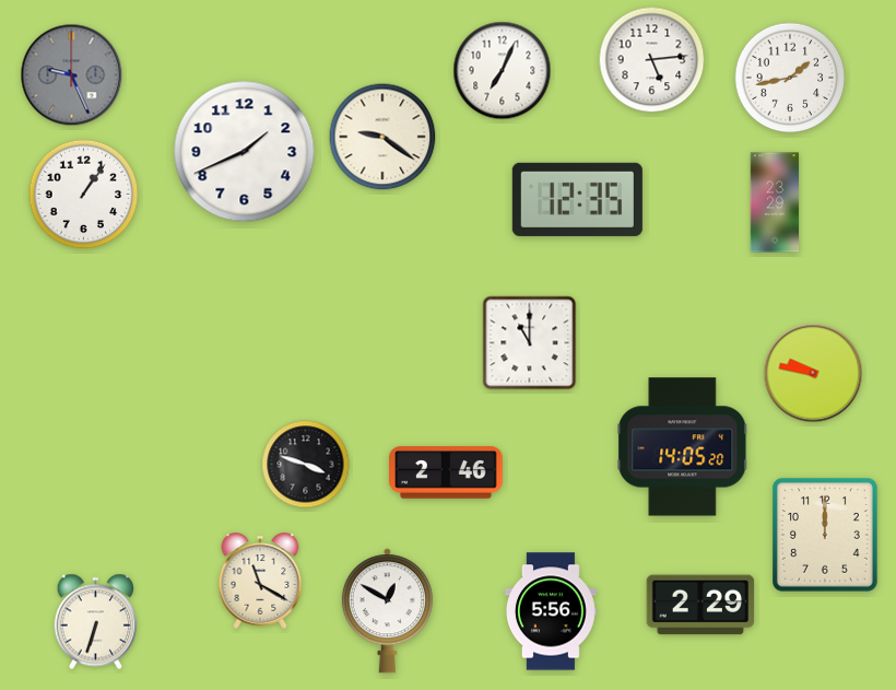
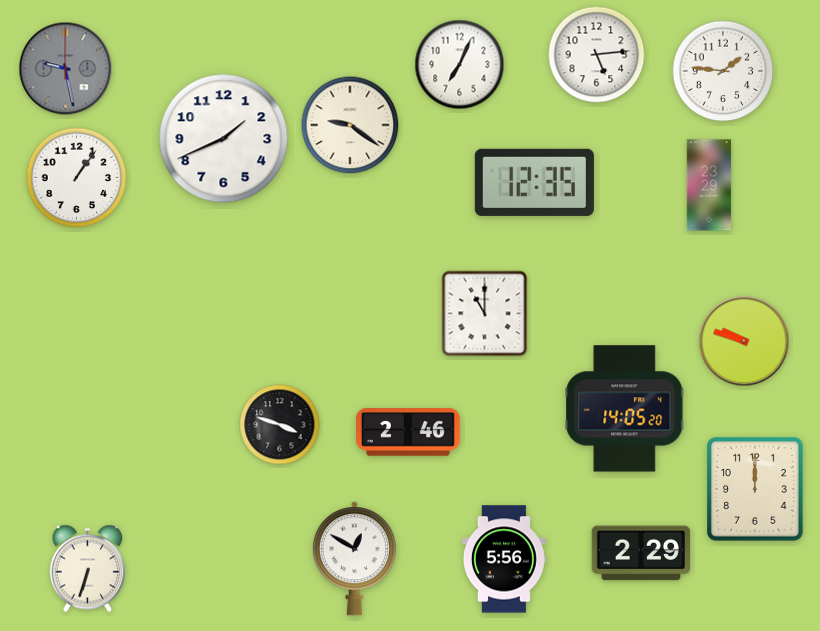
clock at (72, 75): 9:26 -> 9:28
clock at (790, 78): 1:43 -> 1:46
clock at (577, 199) position: (577, 199) -> (534, 182)
clock at (813, 373): 9:47 -> 9:48
clock at (260, 581): 11:20 -> none
